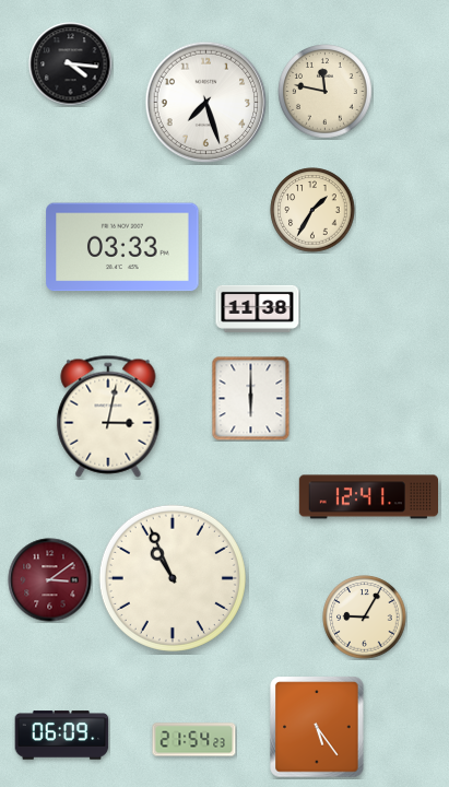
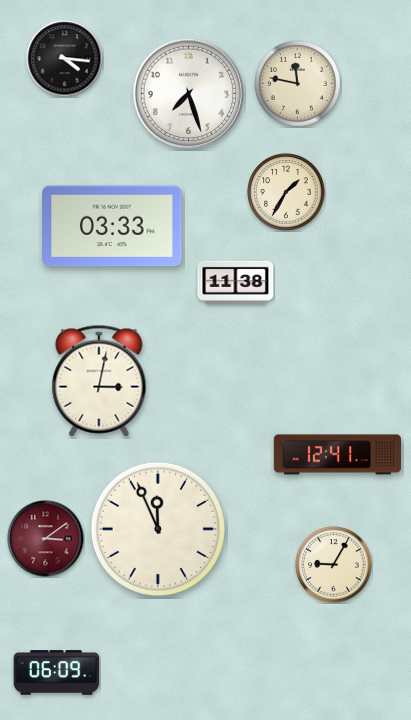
clock at (251, 398): 6:00 -> none
clock at (173, 578): 10:56 -> 11:56
clock at (50, 580) position: (50, 580) -> (46, 539)
clock at (317, 727): 5:24 -> none
clock at (194, 740): 21:54 -> none
